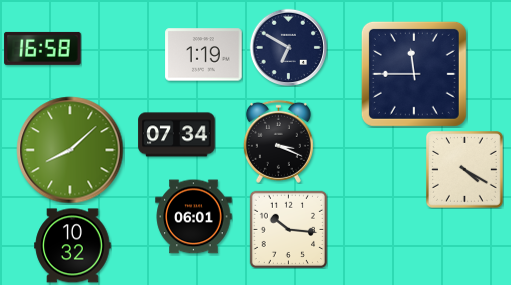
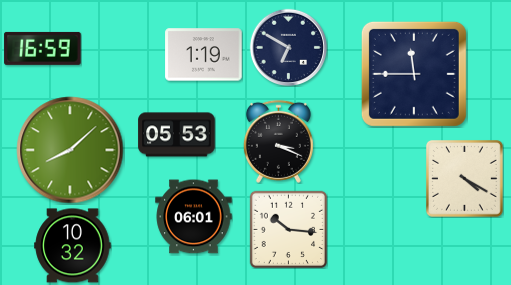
clock at (43, 48): 16:58 -> 16:59
clock at (177, 135): 07:34 -> 05:53
clock at (465, 170) position: (465, 170) -> (465, 179)
